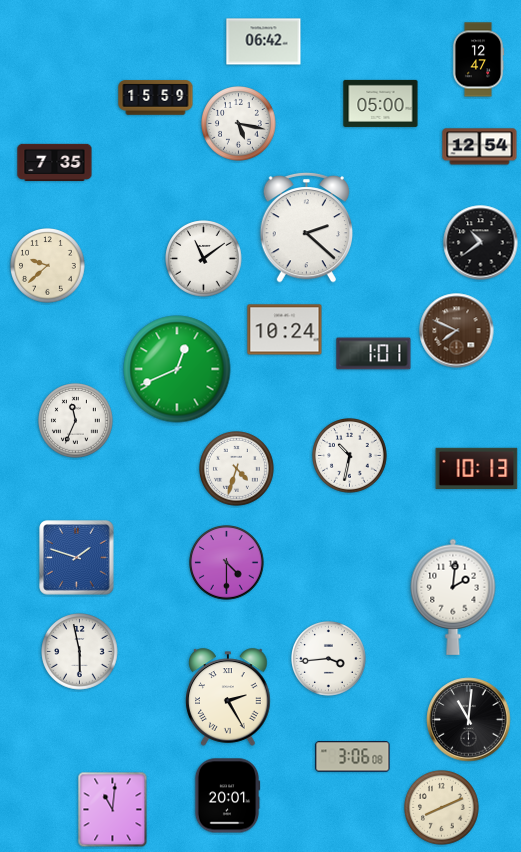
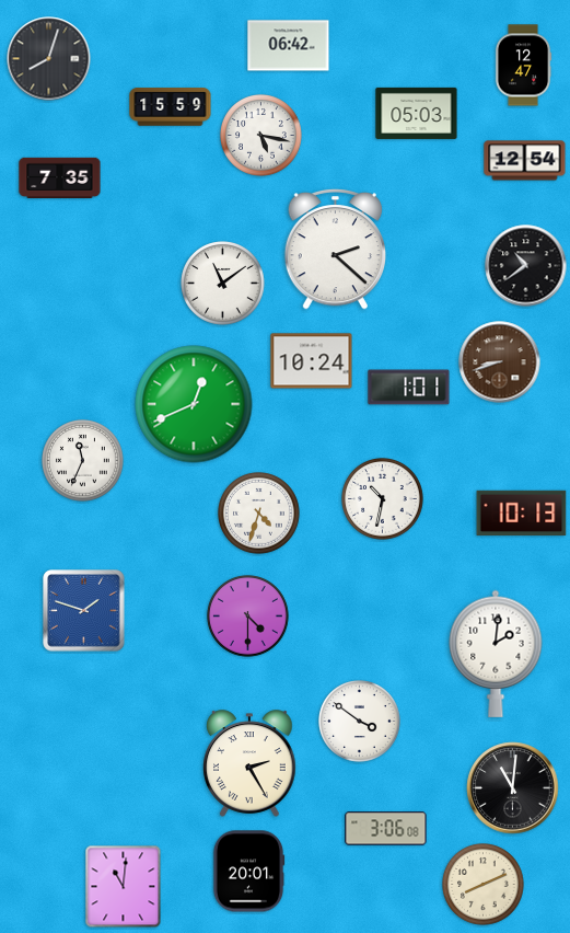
clock at (49, 59): none -> 8:03
clock at (381, 103): 05:00 -> 05:03
clock at (48, 266): 9:38 -> none
clock at (457, 331): 7:49 -> 8:42
clock at (80, 652): 5:58 -> none
clock at (329, 659): 3:44 -> 3:51
